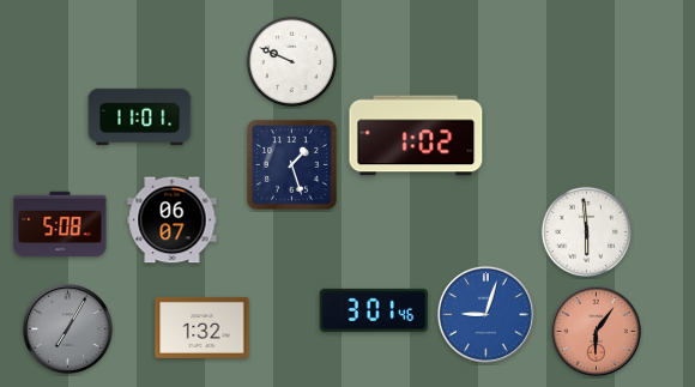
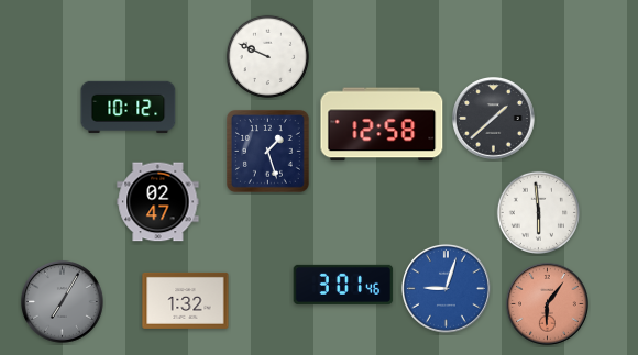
clock at (140, 116): 11:01 -> 10:12
clock at (494, 119): none -> 1:38
clock at (416, 135): 1:02 -> 12:58
clock at (173, 220): 06:07 -> 02:47
clock at (60, 224): 5:08 -> none
